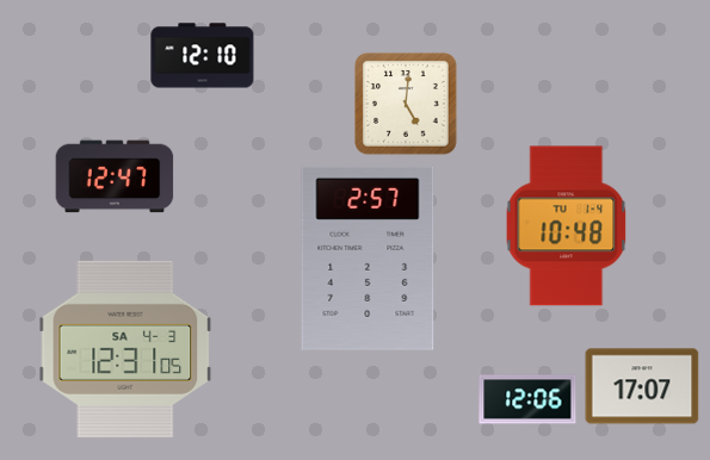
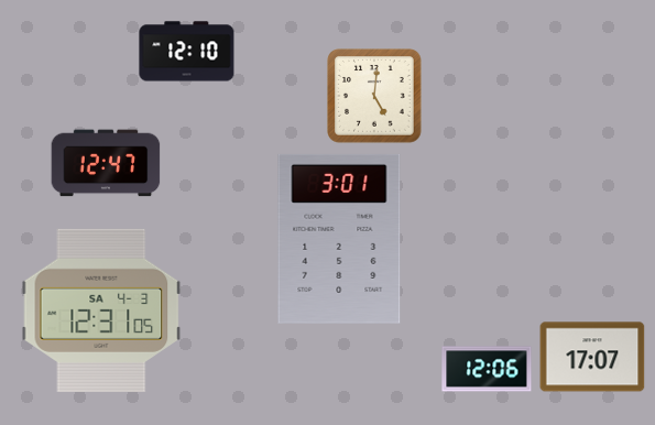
clock at (567, 226): 10:48 -> none
clock at (368, 259): 2:57 -> 3:01
clock at (125, 349) position: (125, 349) -> (101, 310)
